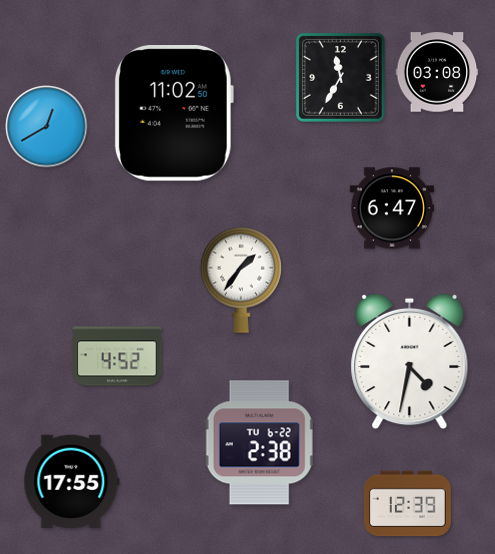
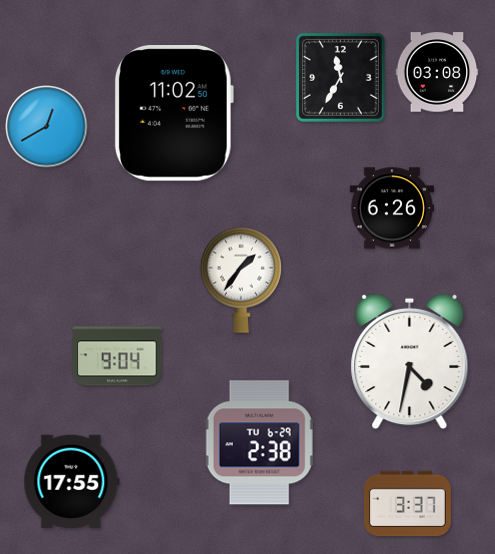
clock at (391, 208): 6:47 -> 6:26
clock at (117, 356): 4:52 -> 9:04
clock at (260, 443) date: TU 6-22 -> TU 6-29
clock at (407, 504): 12:39 -> 3:37
